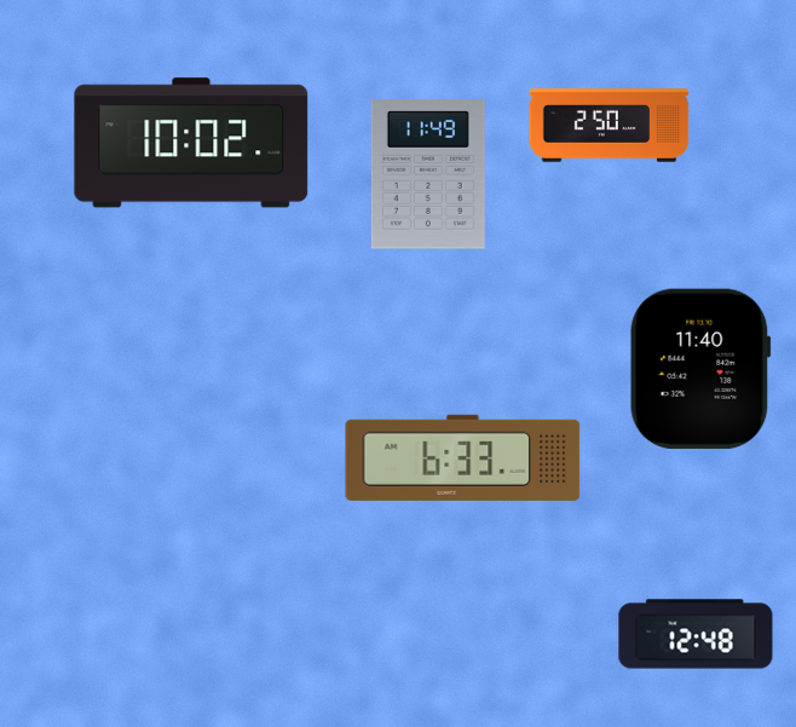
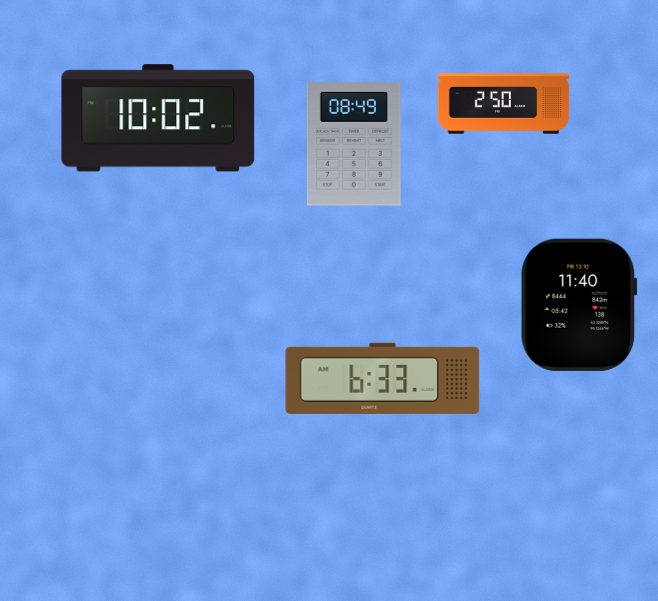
clock at (428, 174): 11:49 -> 08:49
clock at (696, 634): 12:48 -> none
